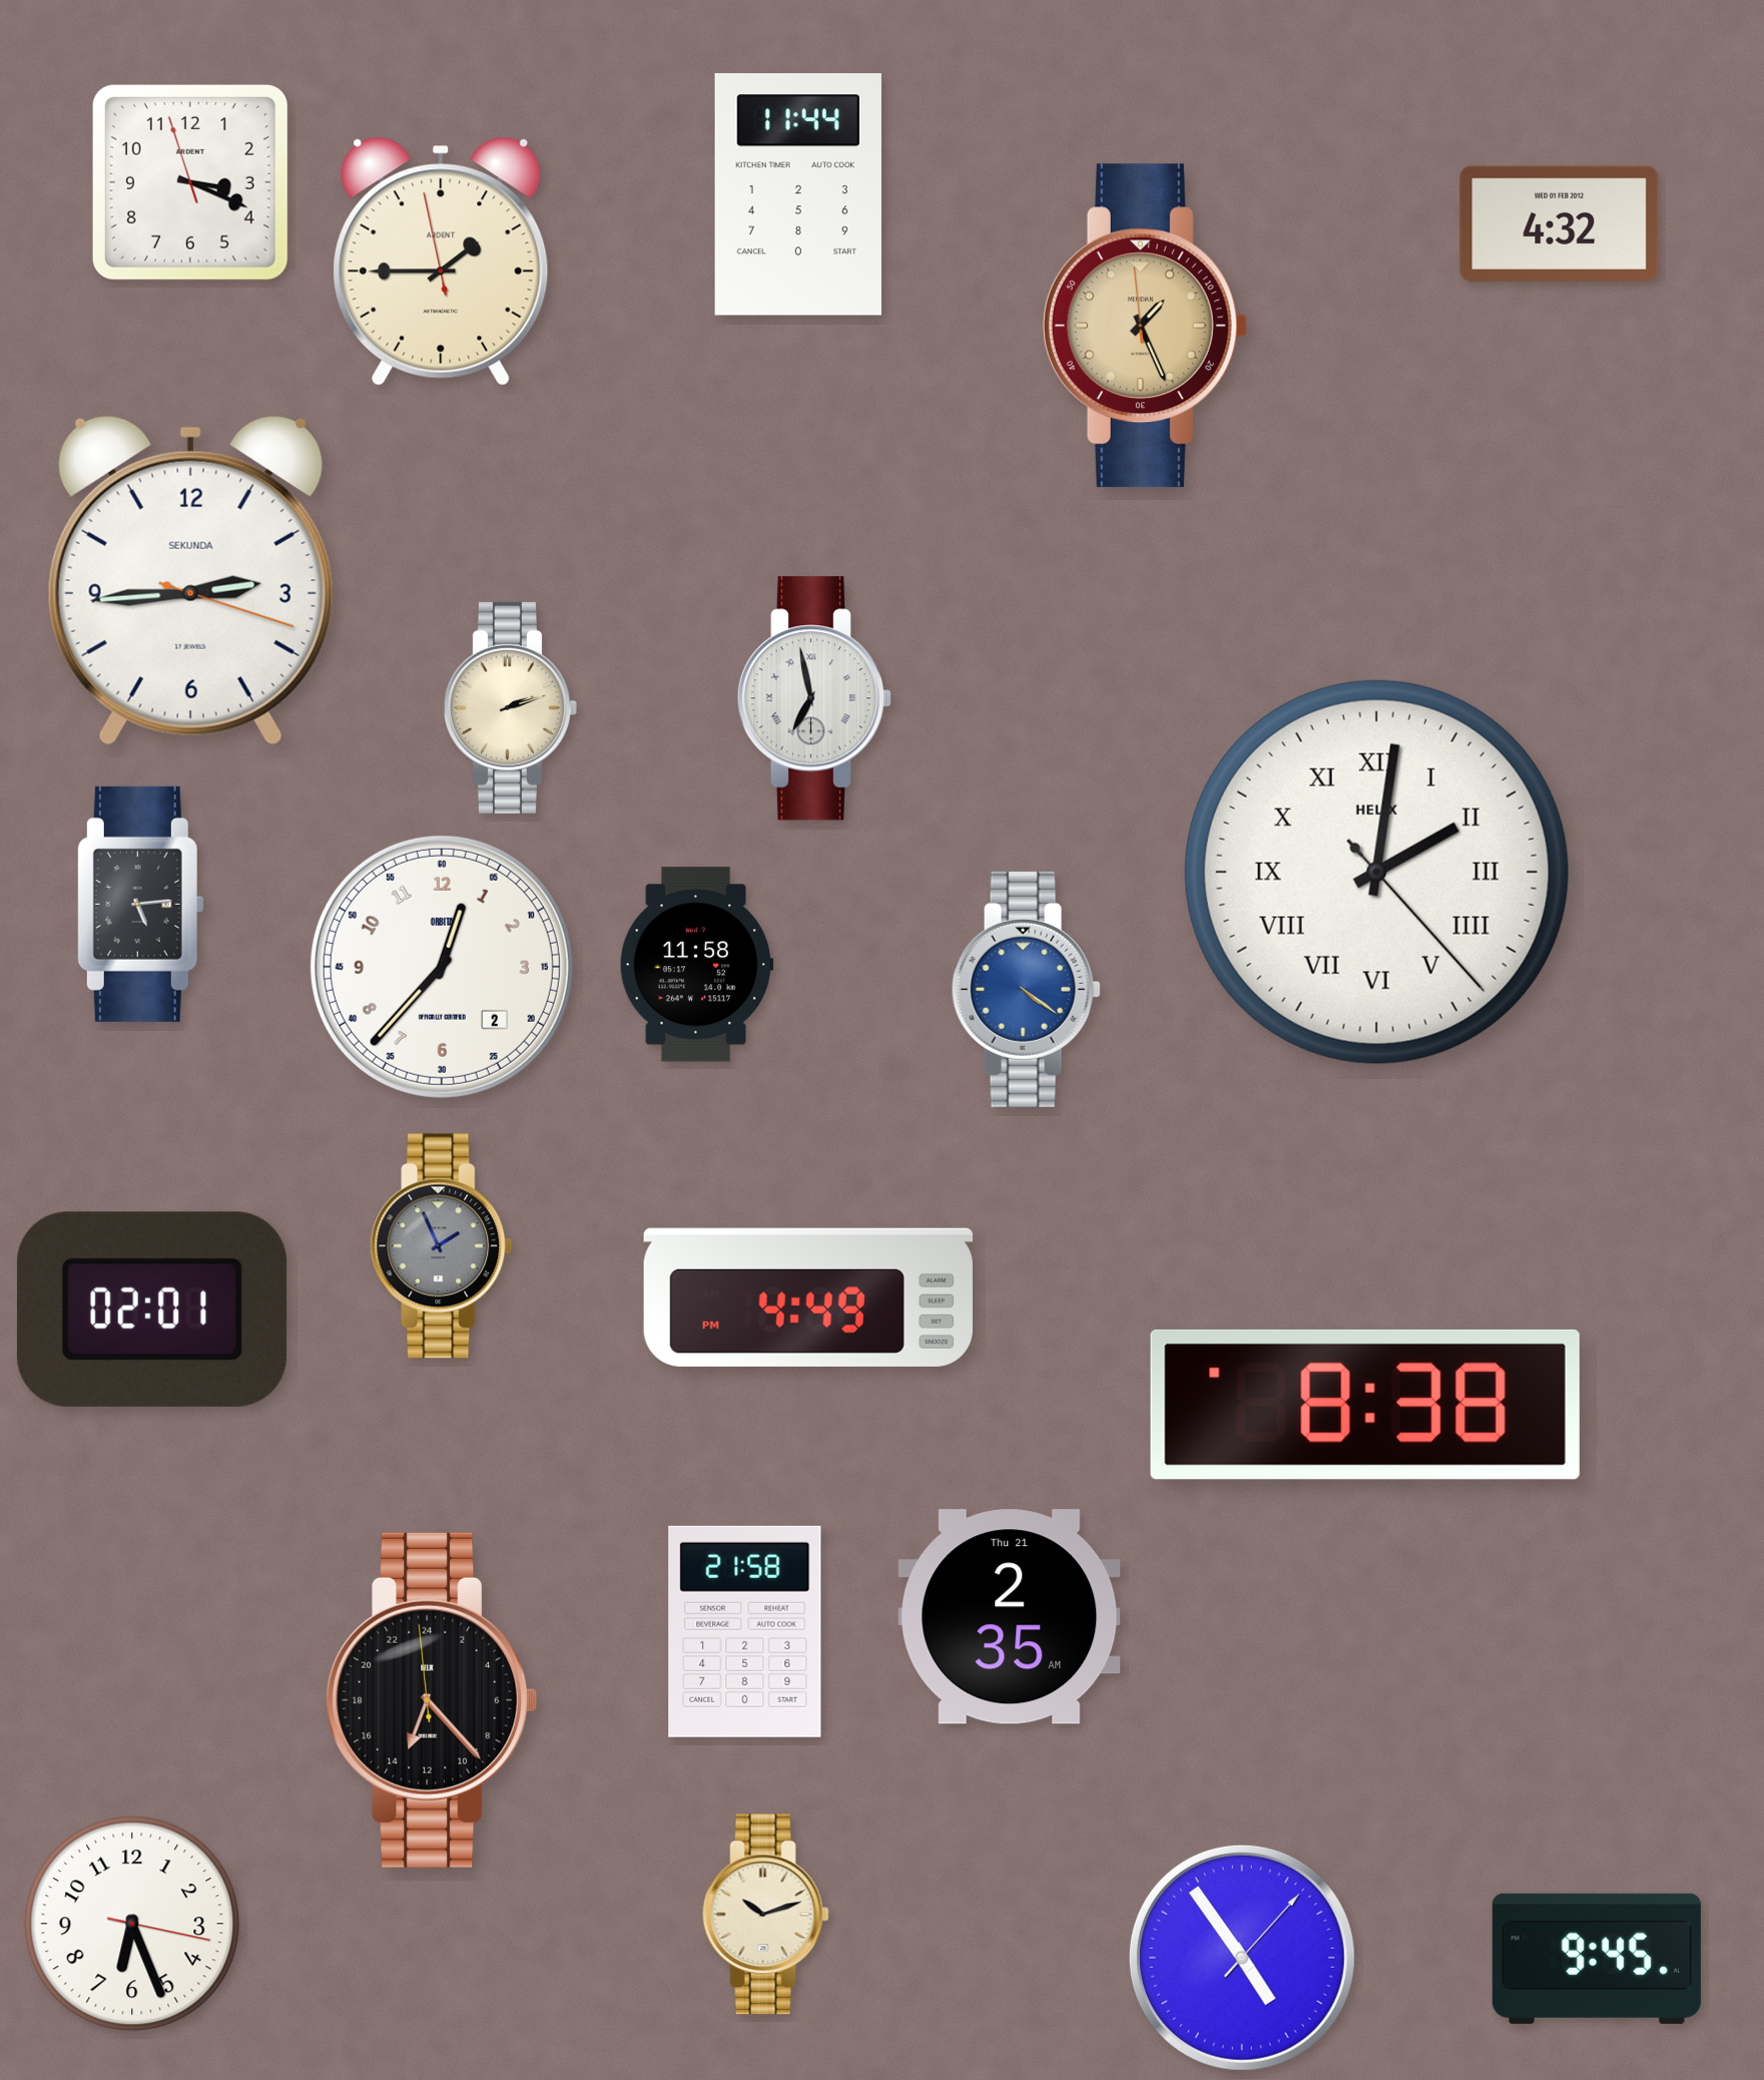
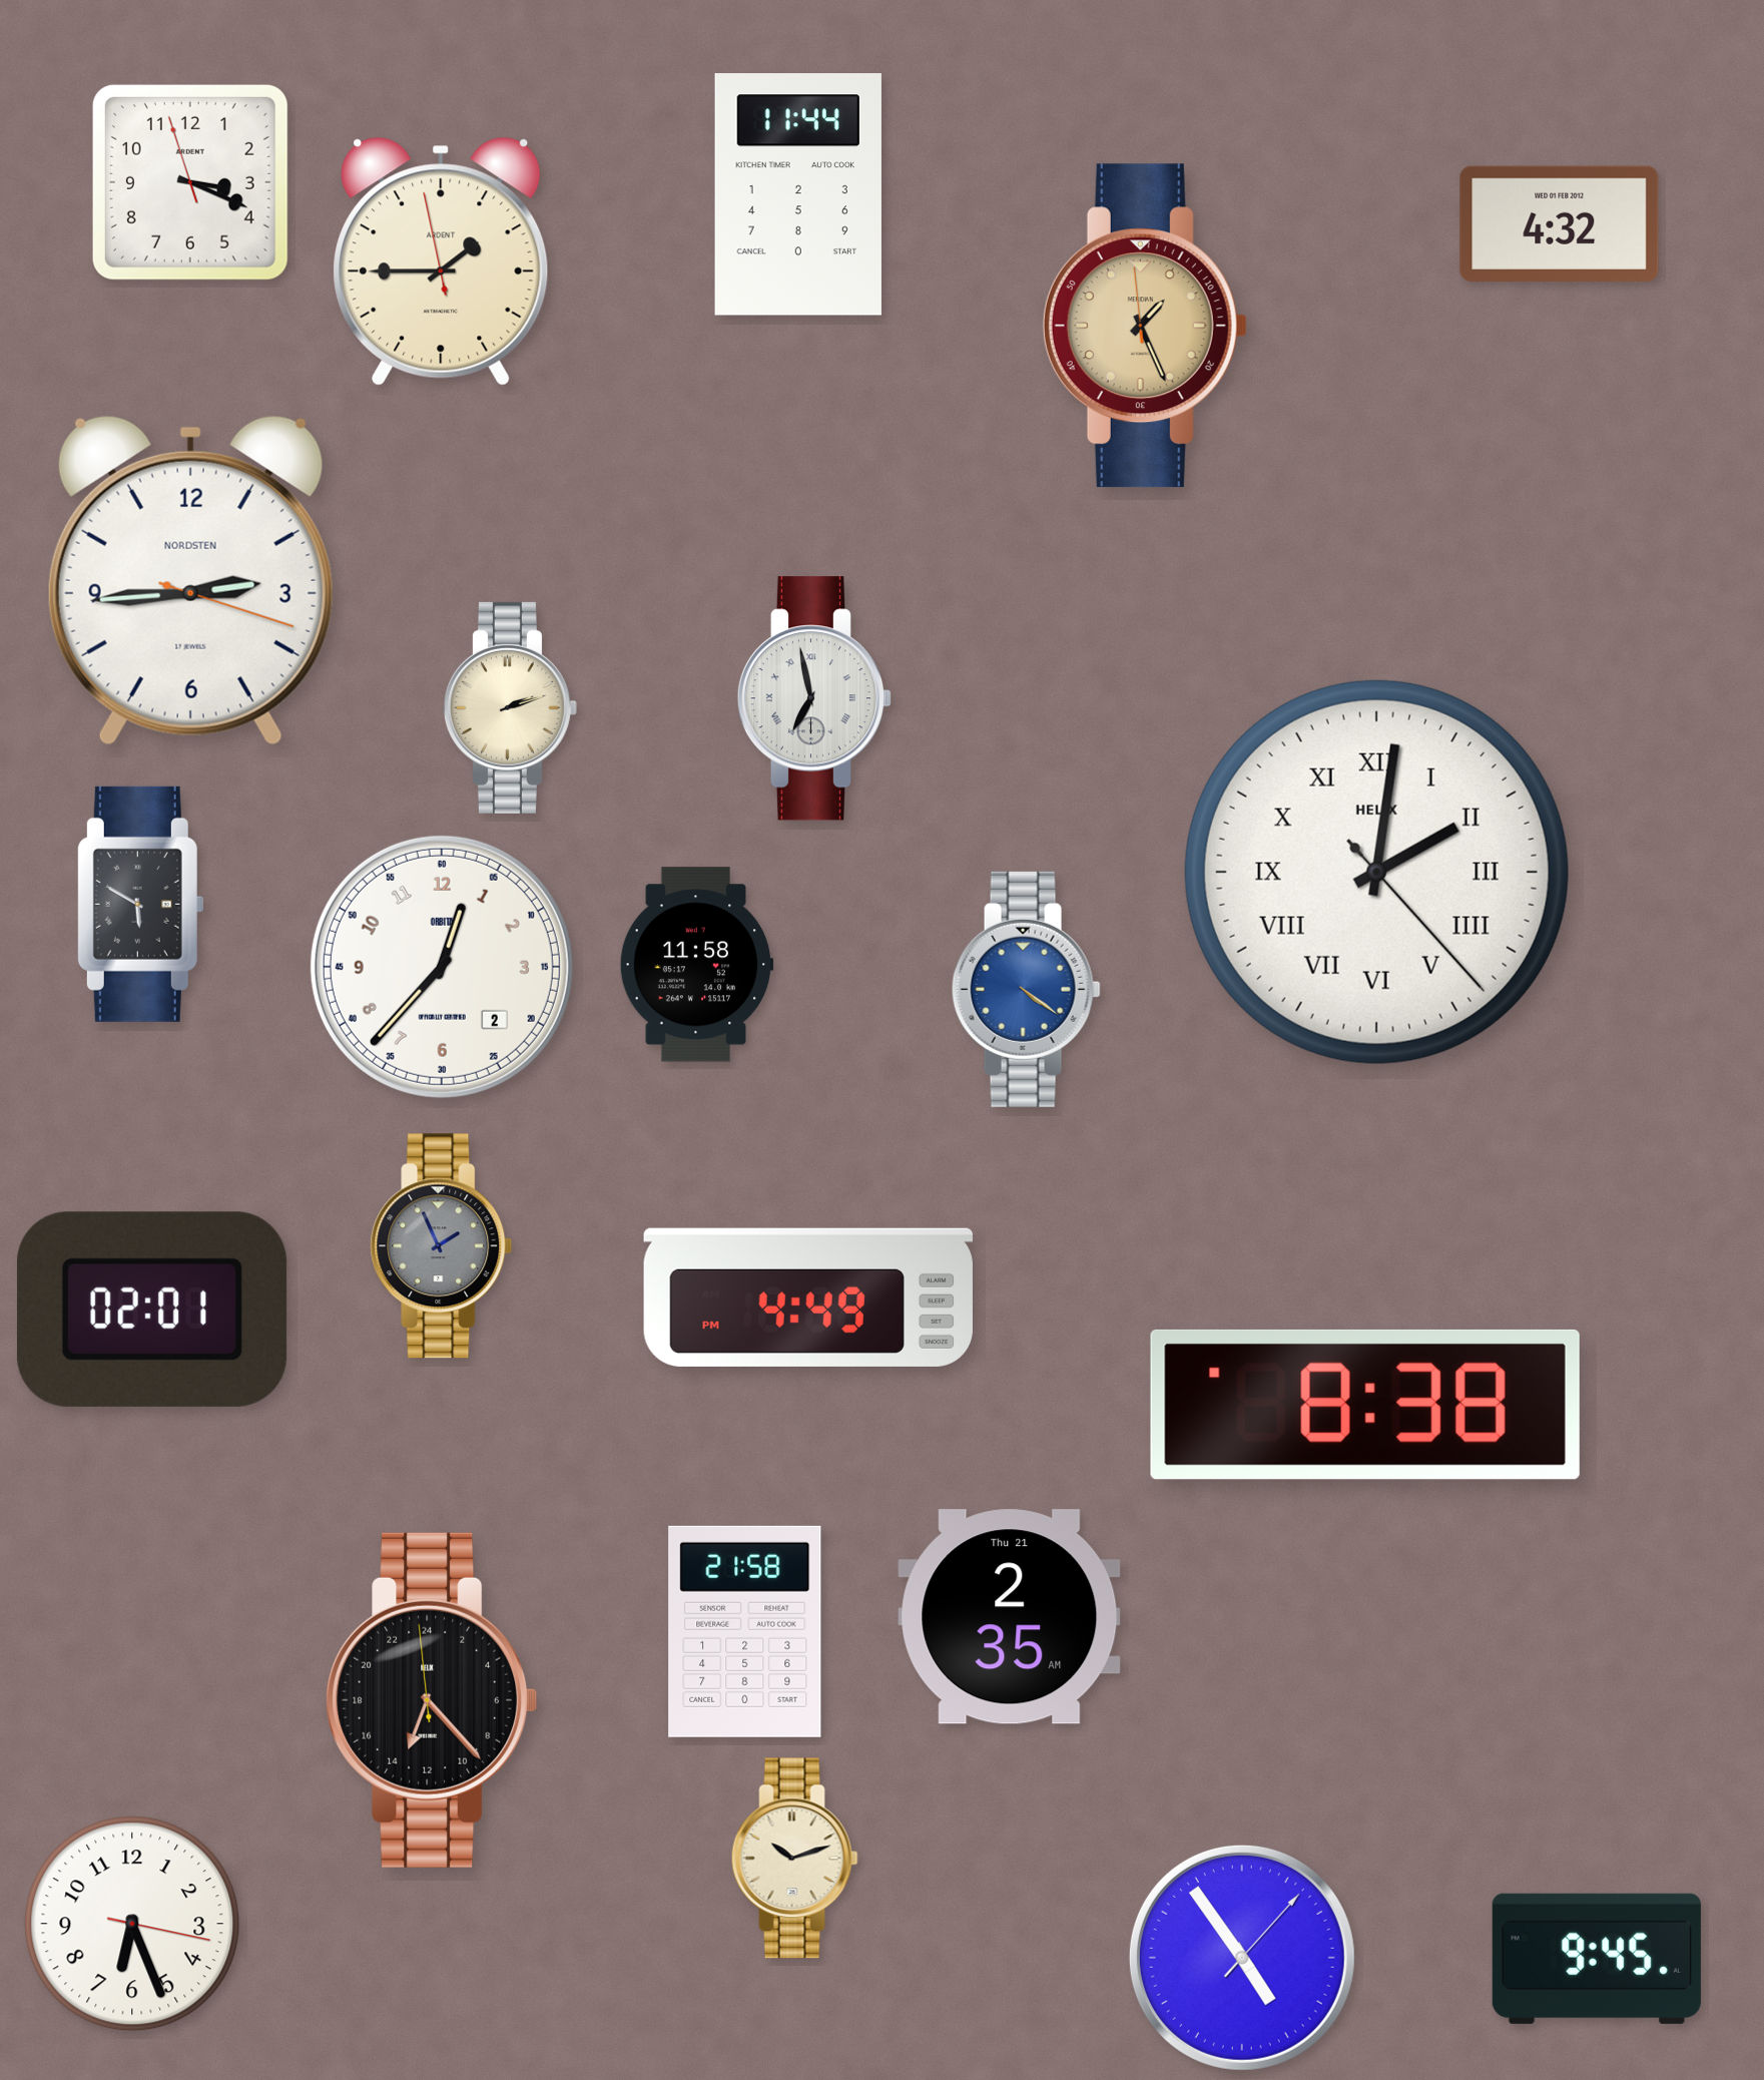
clock at (190, 580) brand: SEKUNDA -> NORDSTEN
clock at (140, 904): 5:14 -> 5:50
clock at (765, 1915) position: (765, 1915) -> (794, 1859)
